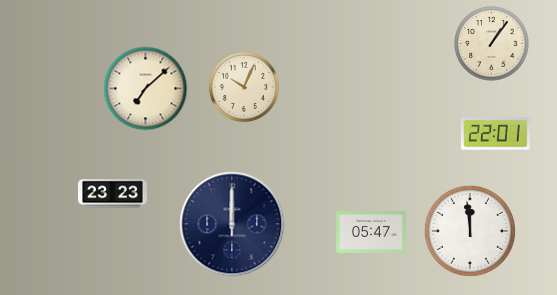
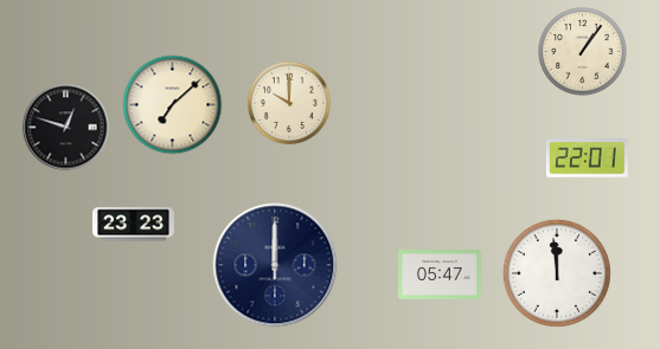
clock at (244, 87): 10:04 -> 10:00
clock at (66, 128): none -> 12:48
clock at (113, 194) position: (113, 194) -> (134, 225)
